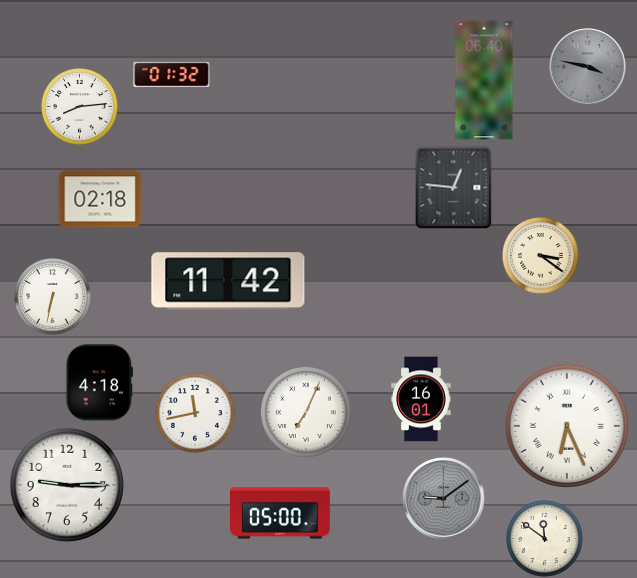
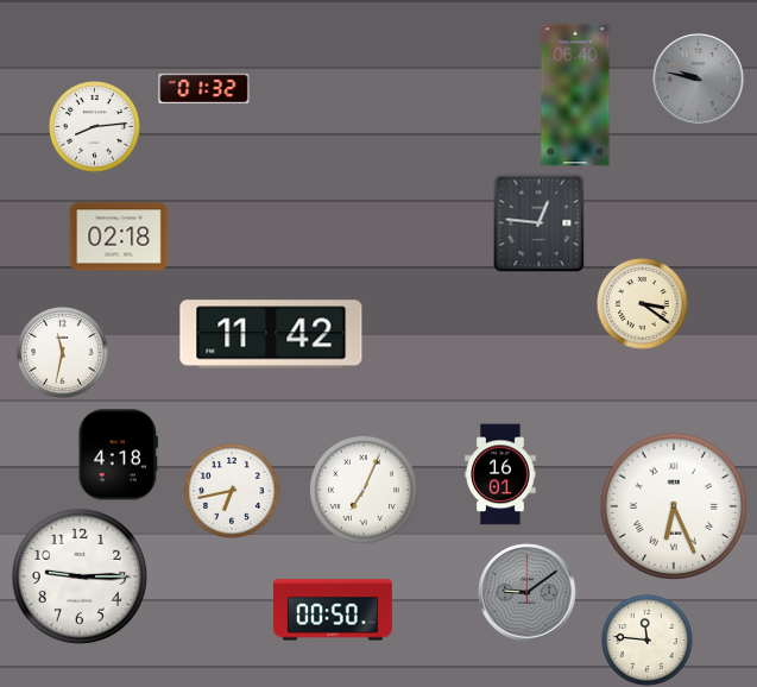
clock at (588, 67): 3:47 -> 9:47
clock at (53, 297): 6:32 -> 11:32
clock at (196, 414): 11:43 -> 6:43
clock at (280, 513): 05:00 -> 00:50
clock at (545, 539): 11:51 -> 11:46
